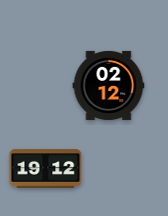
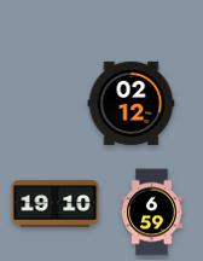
clock at (46, 169): 19:12 -> 19:10
clock at (152, 213): none -> 6:59
